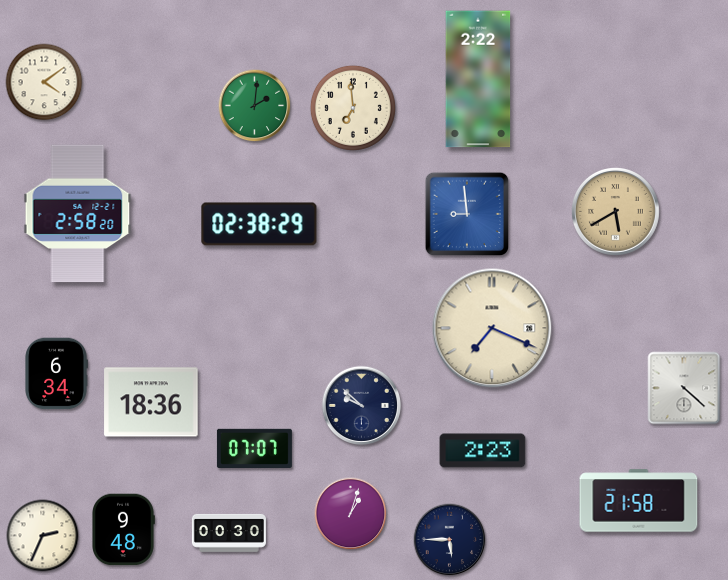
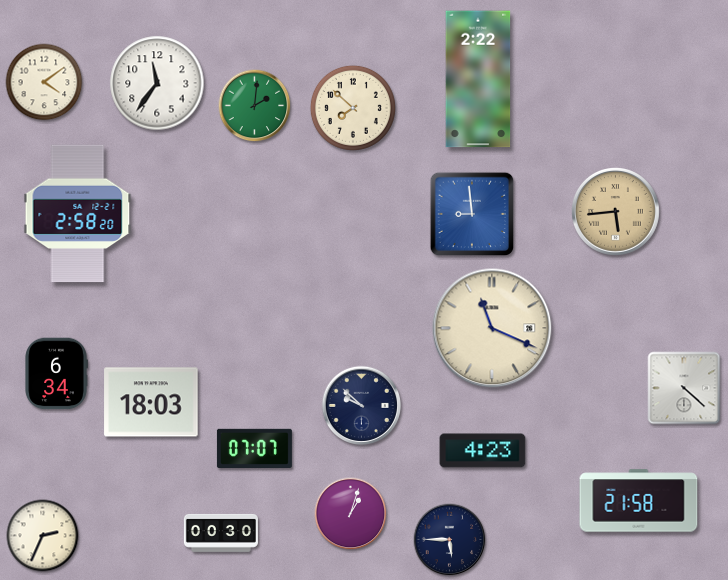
clock at (157, 83): none -> 11:36
clock at (353, 108): 6:59 -> 7:52
clock at (616, 212): 5:40 -> 5:44
clock at (467, 214) position: (467, 214) -> (472, 214)
clock at (259, 224): 02:38 -> none
clock at (492, 328): 7:19 -> 11:19
clock at (151, 402): 18:36 -> 18:03
clock at (483, 451): 2:23 -> 4:23
clock at (123, 530): 9:48 -> none
clock at (229, 533) position: (229, 533) -> (221, 533)
